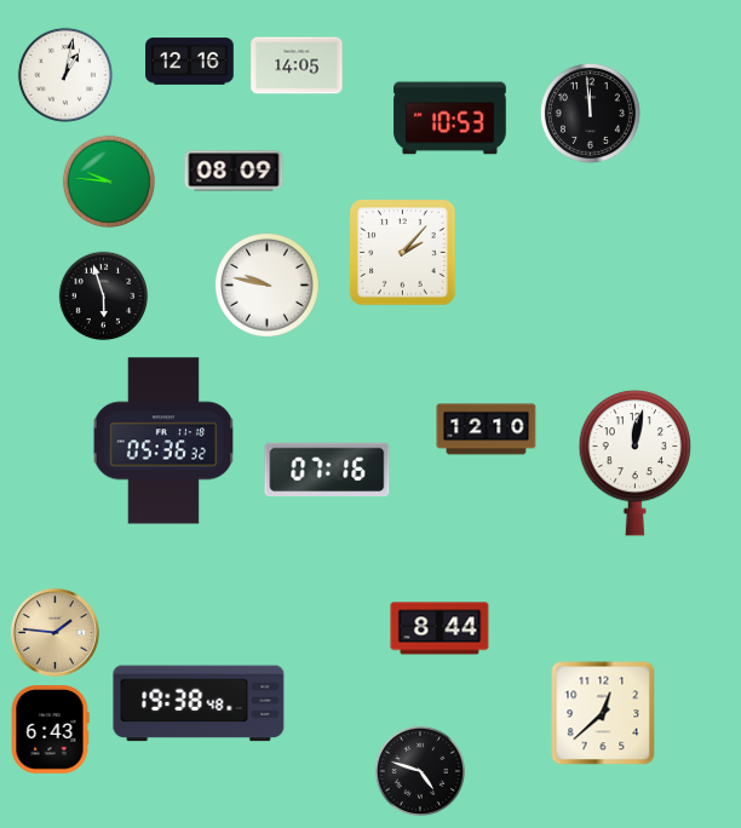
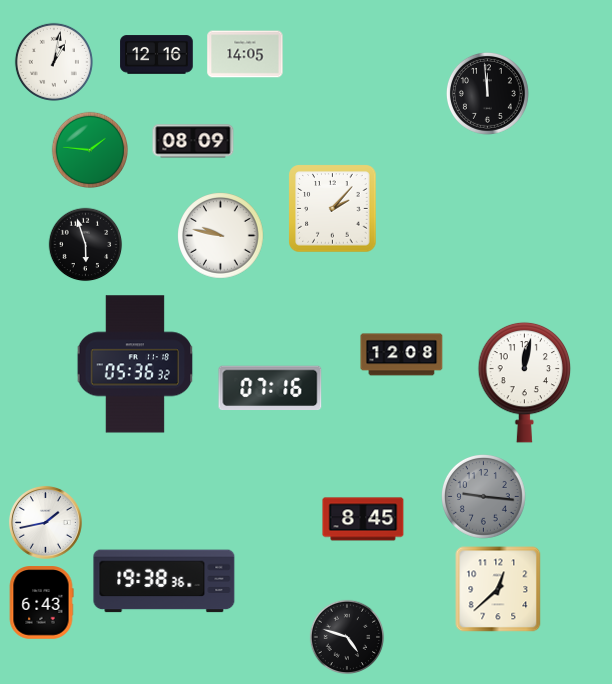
clock at (190, 62) position: (190, 62) -> (157, 55)
clock at (450, 119): 10:53 -> none
clock at (108, 180): 9:46 -> 1:46
clock at (487, 430): 12:10 -> 12:08
clock at (484, 497): none -> 9:16
clock at (440, 628): 8:44 -> 8:45
clock at (54, 632): 1:46 -> 1:43
clock at (54, 632) dial: champagne -> white
clock at (199, 703): 19:38:48 -> 19:38:36
